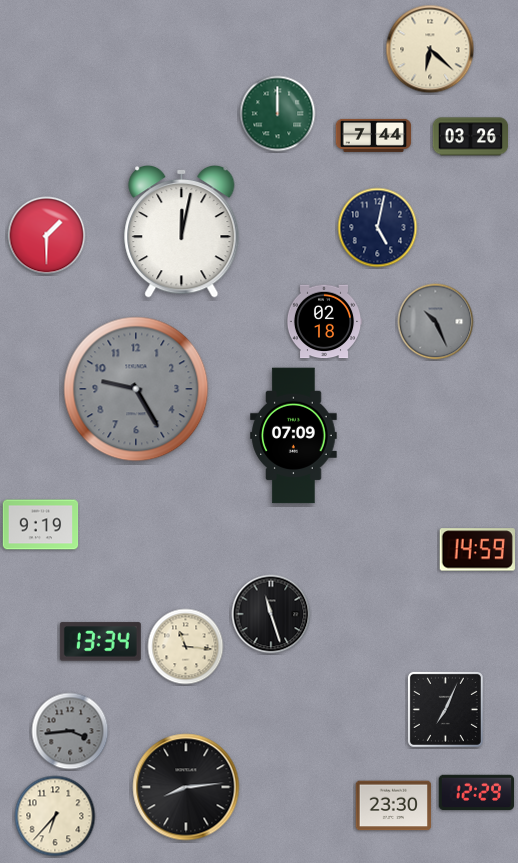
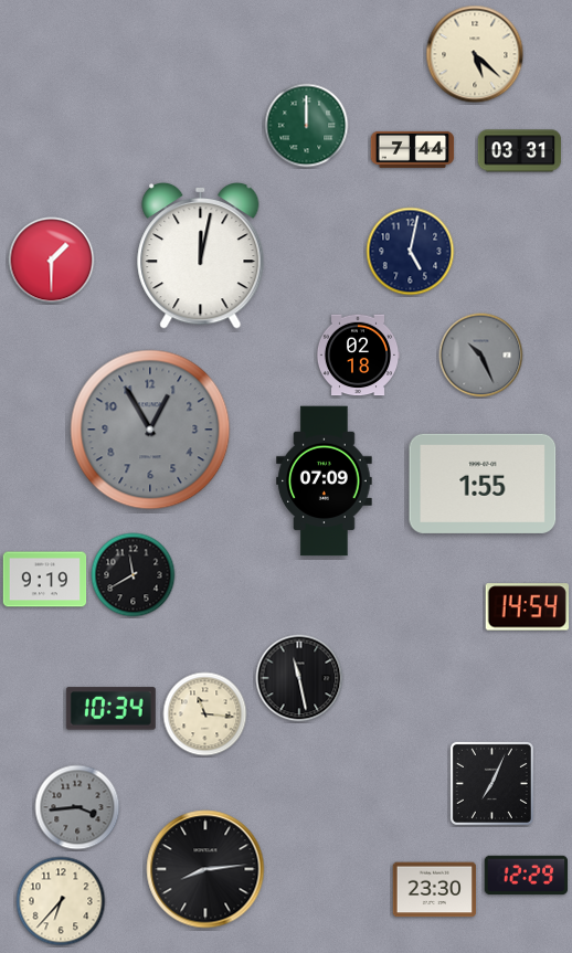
clock at (430, 49): 6:22 -> 5:22
clock at (471, 137): 03:26 -> 03:31
clock at (378, 228) position: (378, 228) -> (411, 252)
clock at (136, 389): 9:25 -> 12:55
clock at (483, 484): none -> 1:55
clock at (134, 575): none -> 11:40
clock at (477, 550): 14:59 -> 14:54
clock at (271, 614): 11:27 -> 11:28
clock at (100, 642): 13:34 -> 10:34
